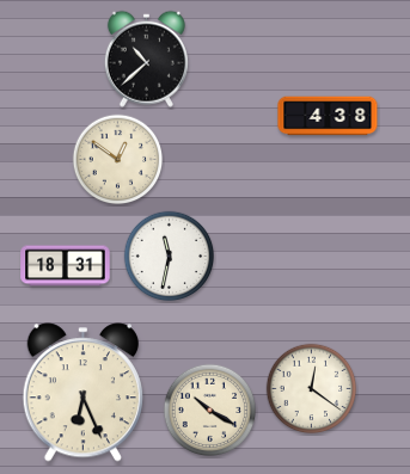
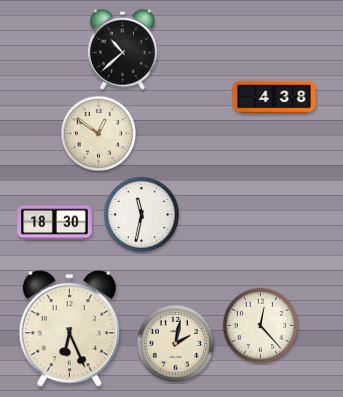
clock at (66, 266): 18:31 -> 18:30
clock at (312, 389): 12:21 -> 12:23
clock at (210, 411): 10:20 -> 2:02
